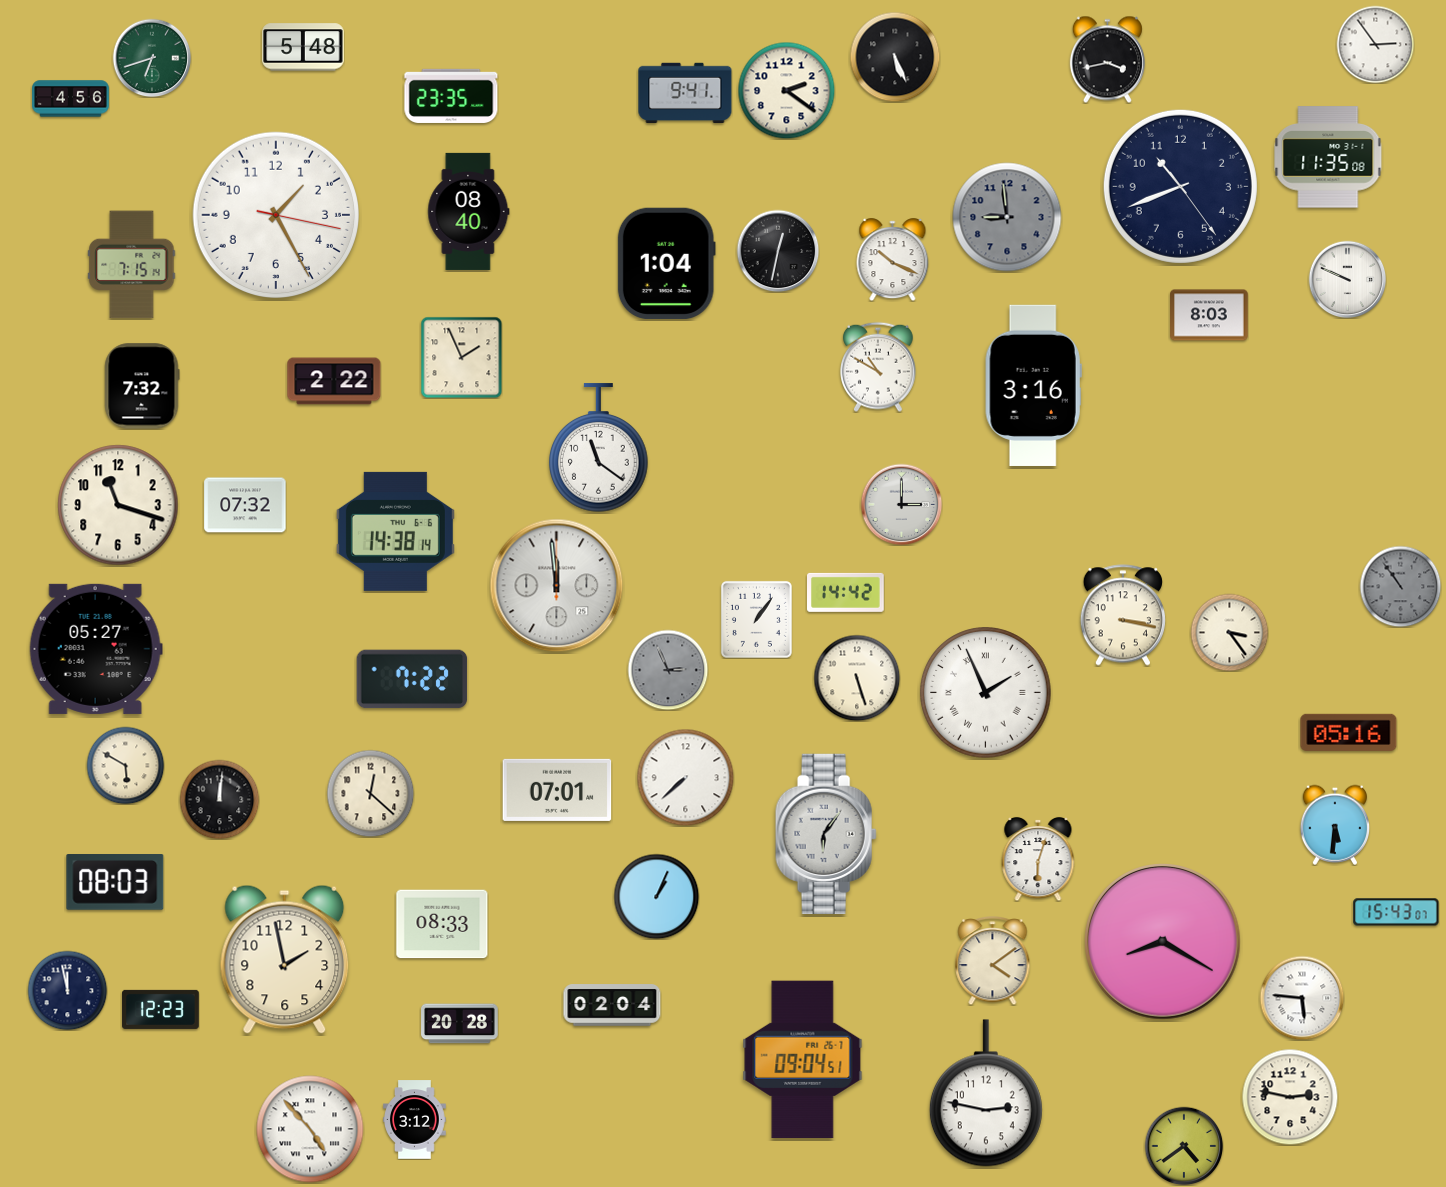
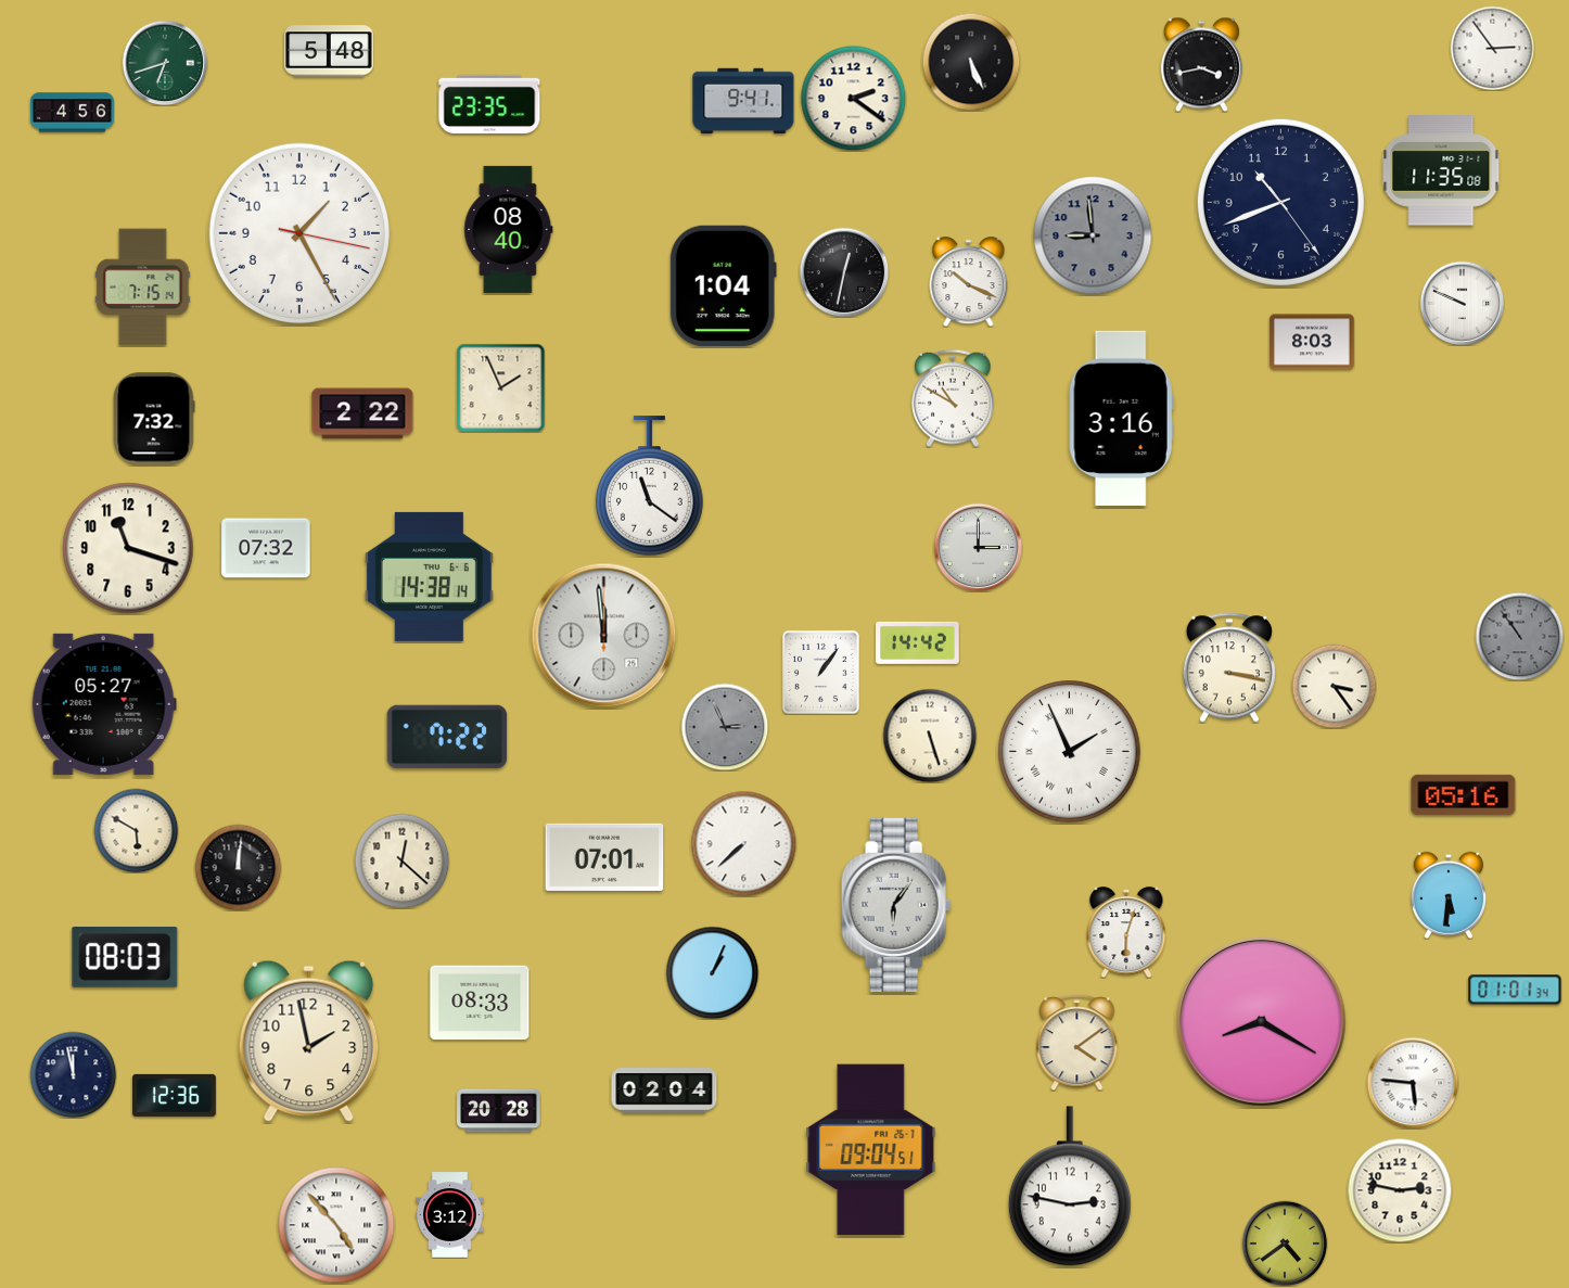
clock at (71, 99) position: (71, 99) -> (73, 113)
clock at (1122, 615) position: (1122, 615) -> (1228, 667)
clock at (1396, 912): 15:43 -> 01:01
clock at (161, 1009): 12:23 -> 12:36
